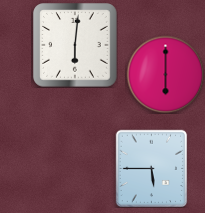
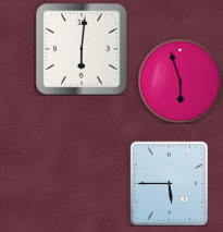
clock at (165, 74): 6:00 -> 5:57
clock at (152, 168) position: (152, 168) -> (170, 183)
